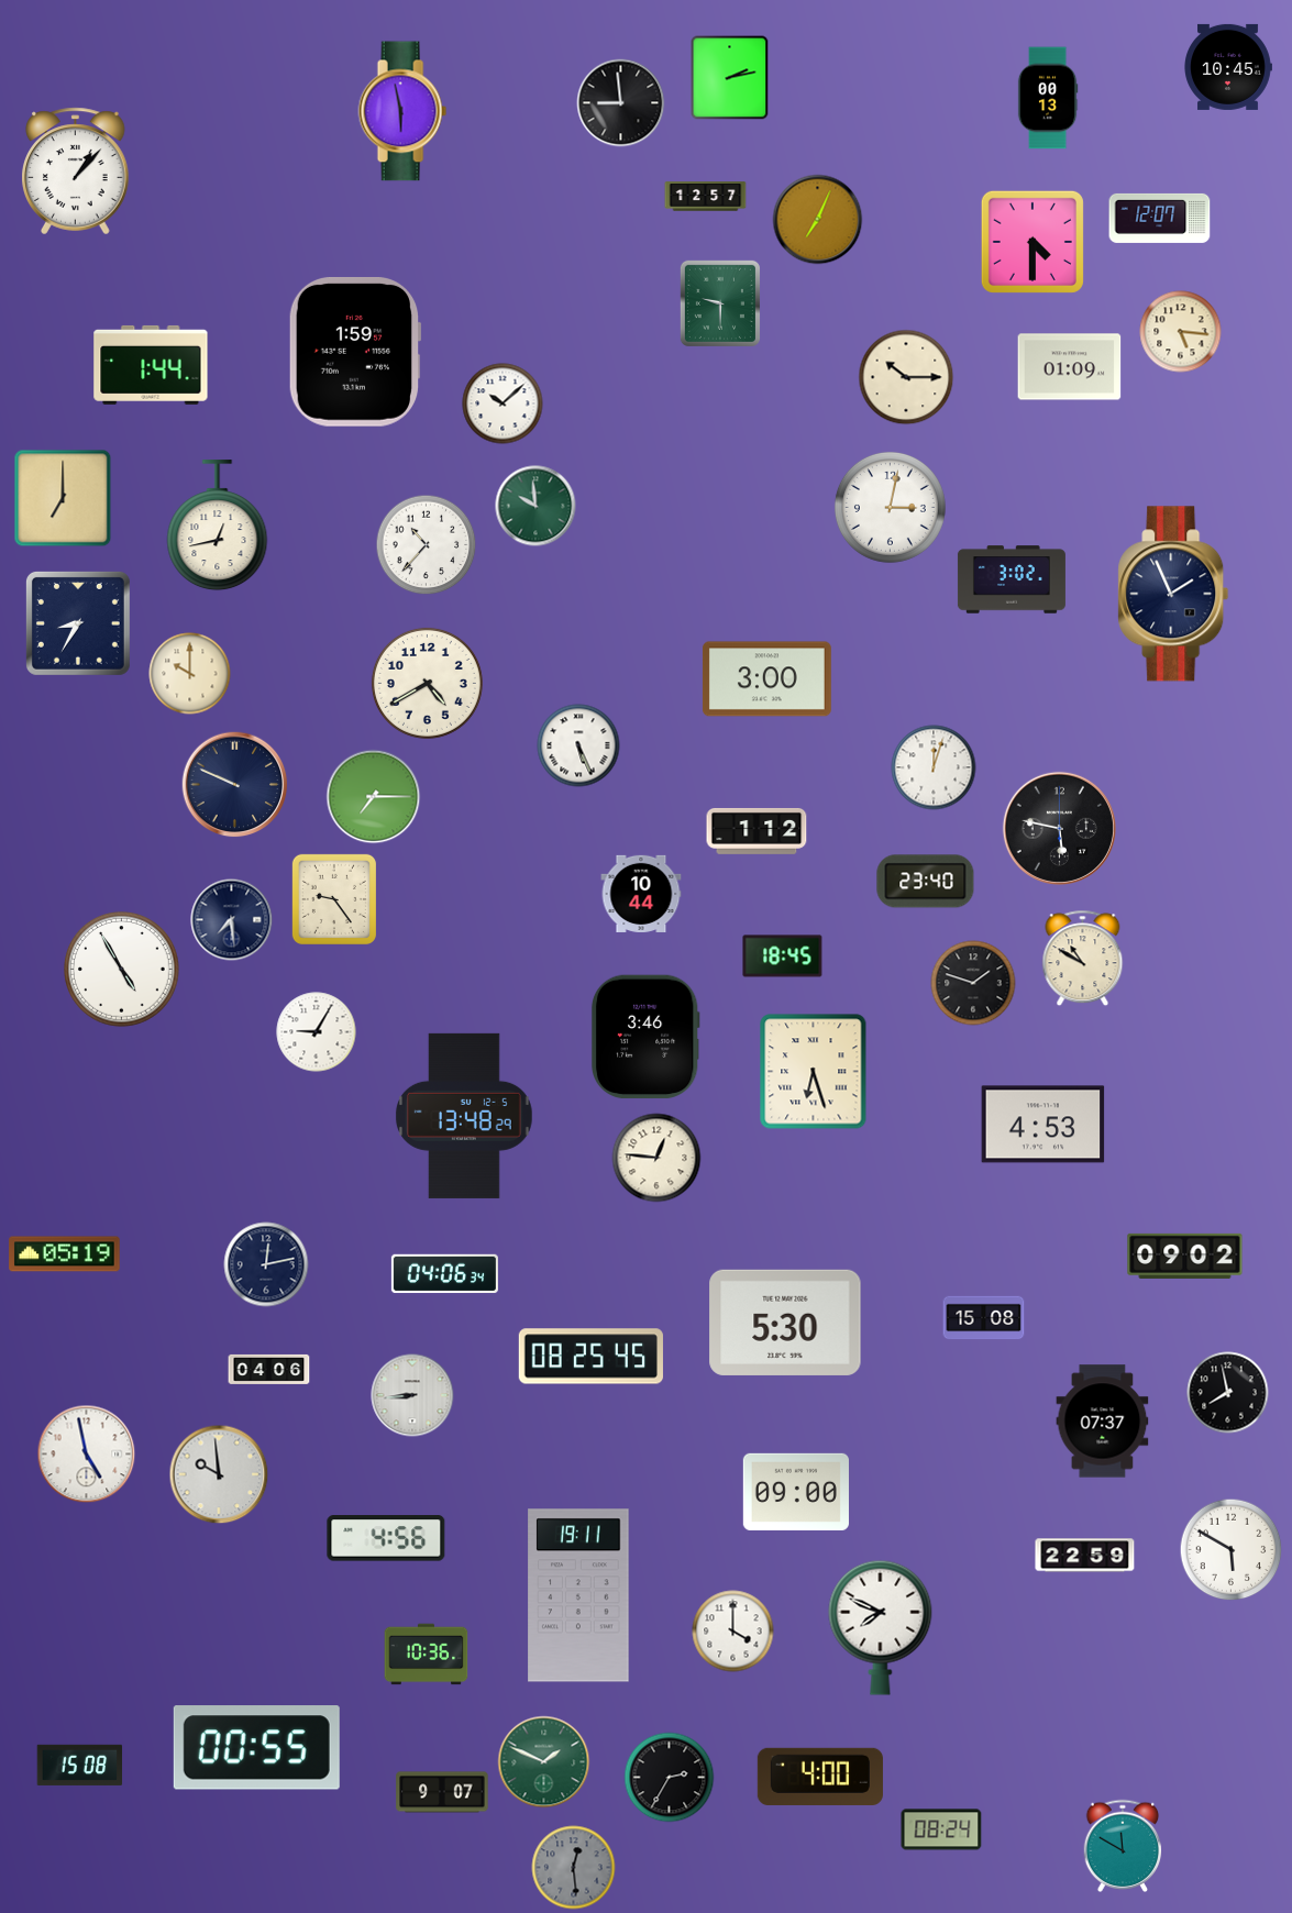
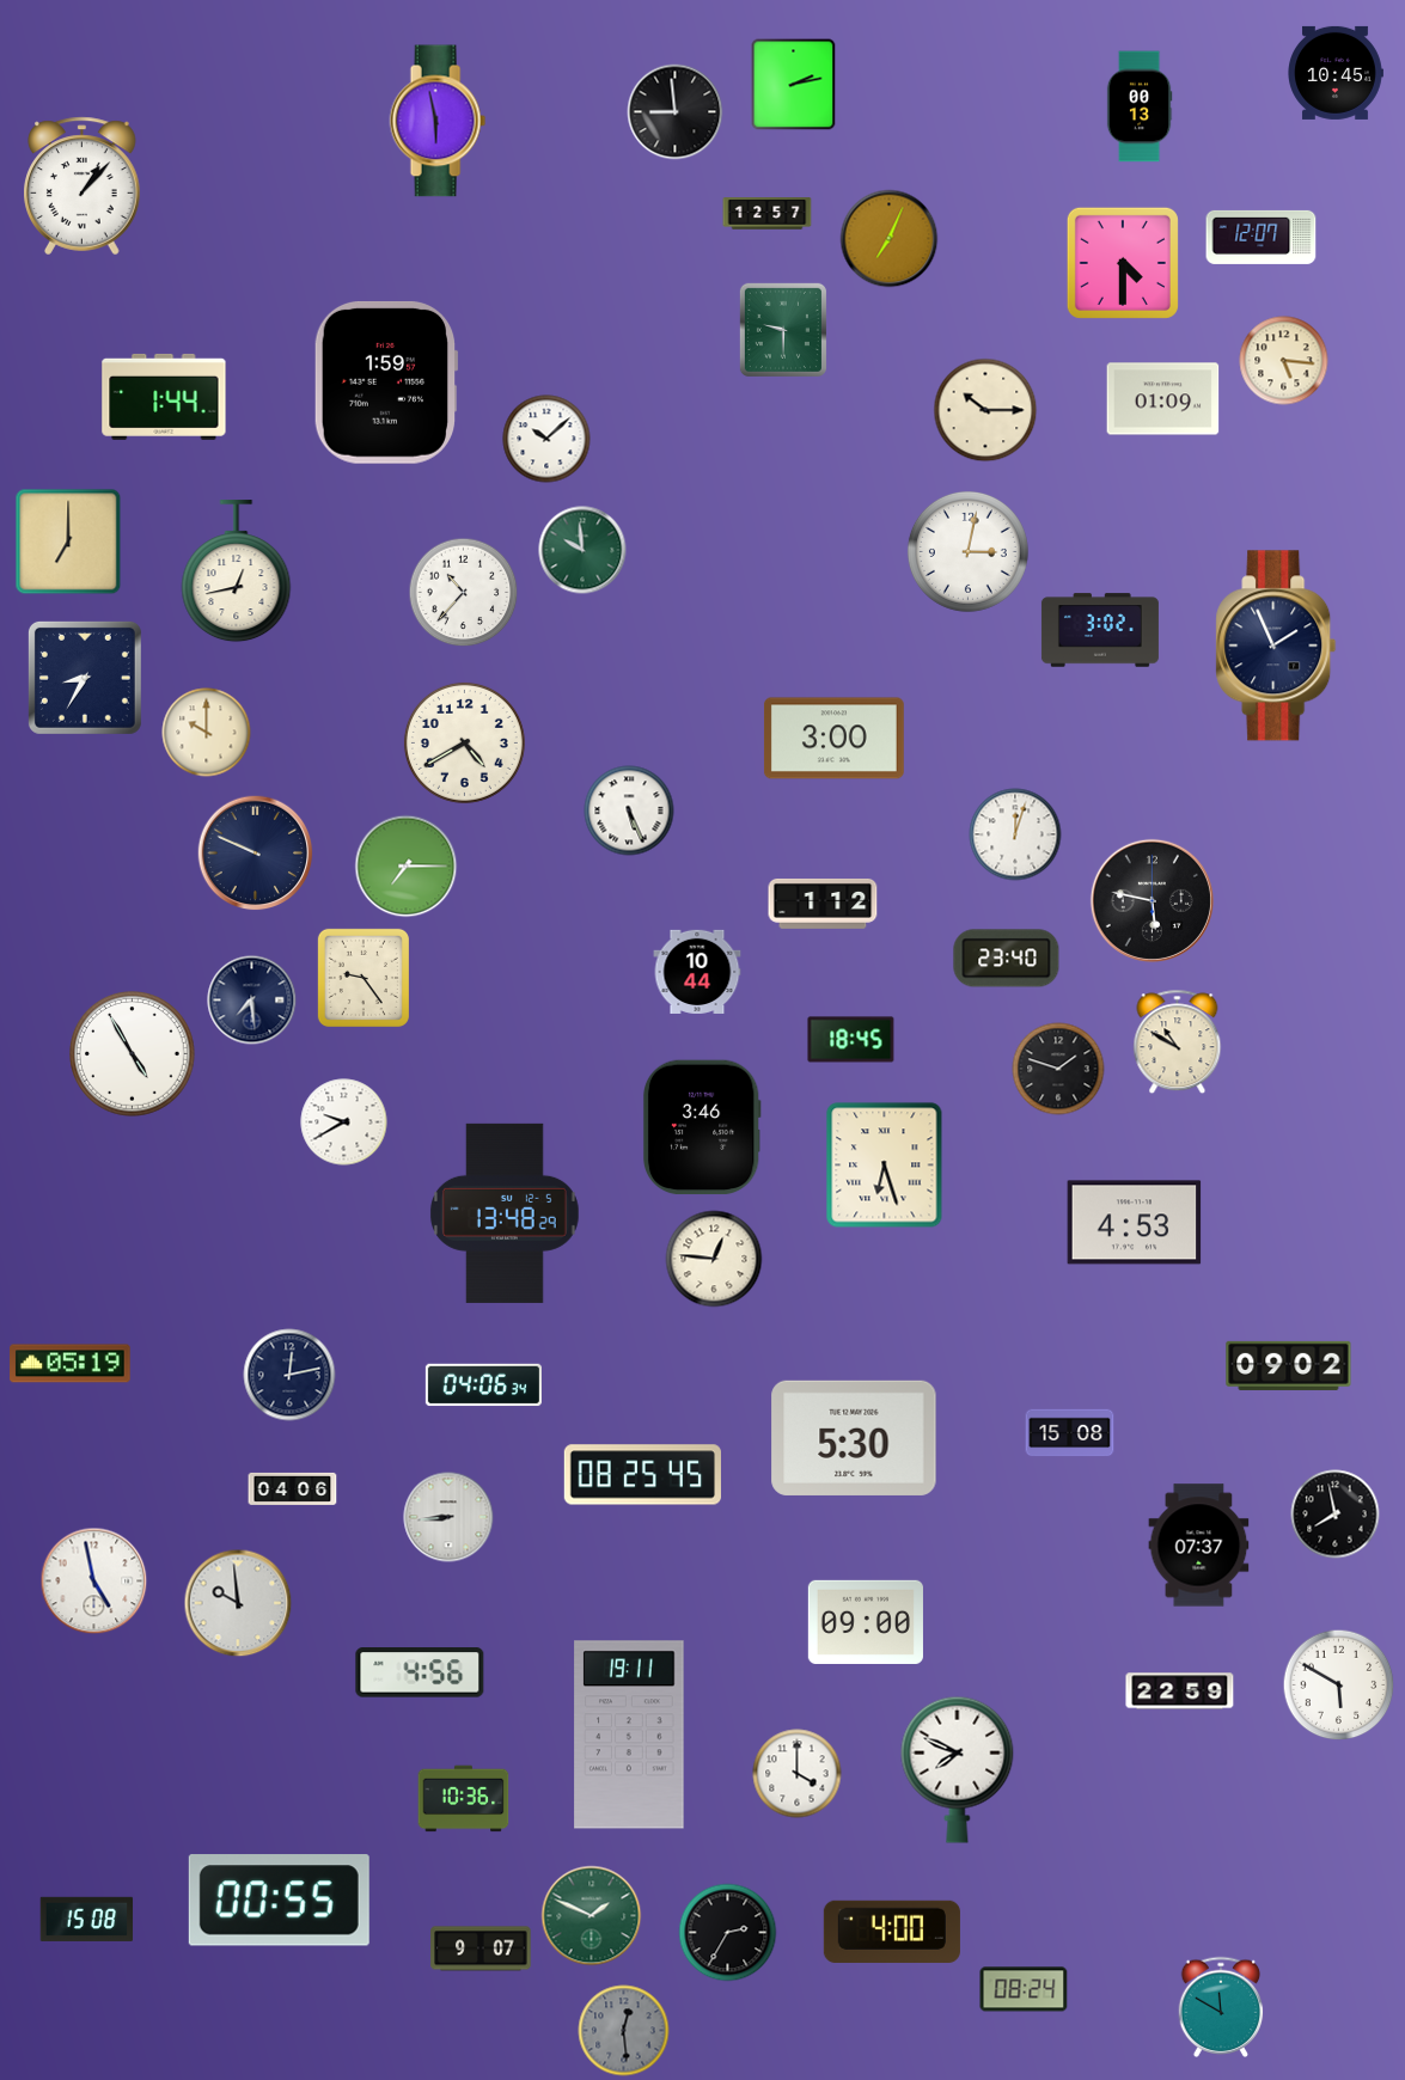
clock at (317, 1032): 9:05 -> 9:40
